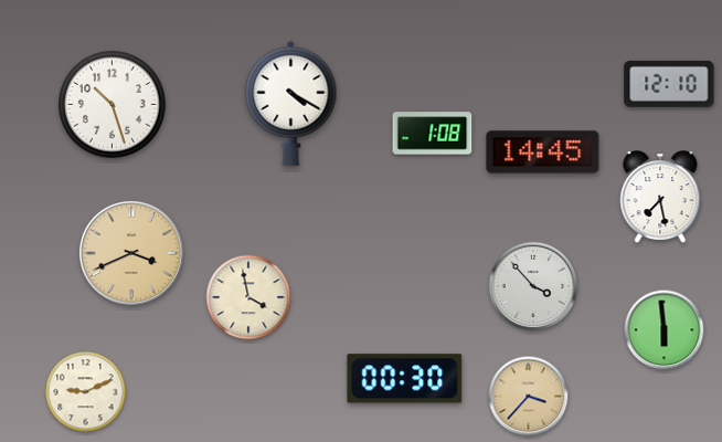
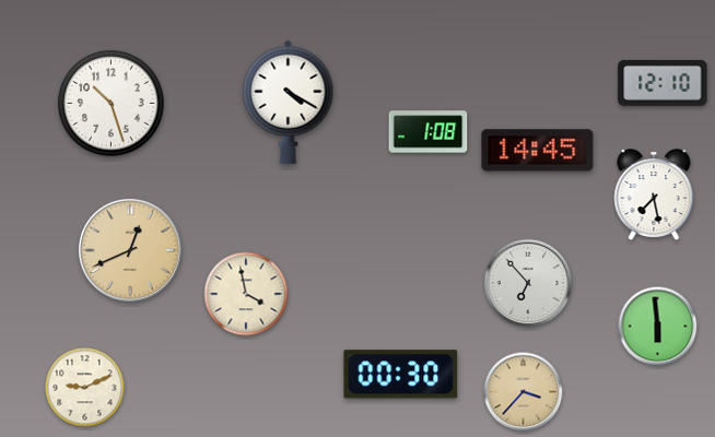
clock at (131, 253): 3:41 -> 12:41
clock at (533, 286): 3:53 -> 6:53
